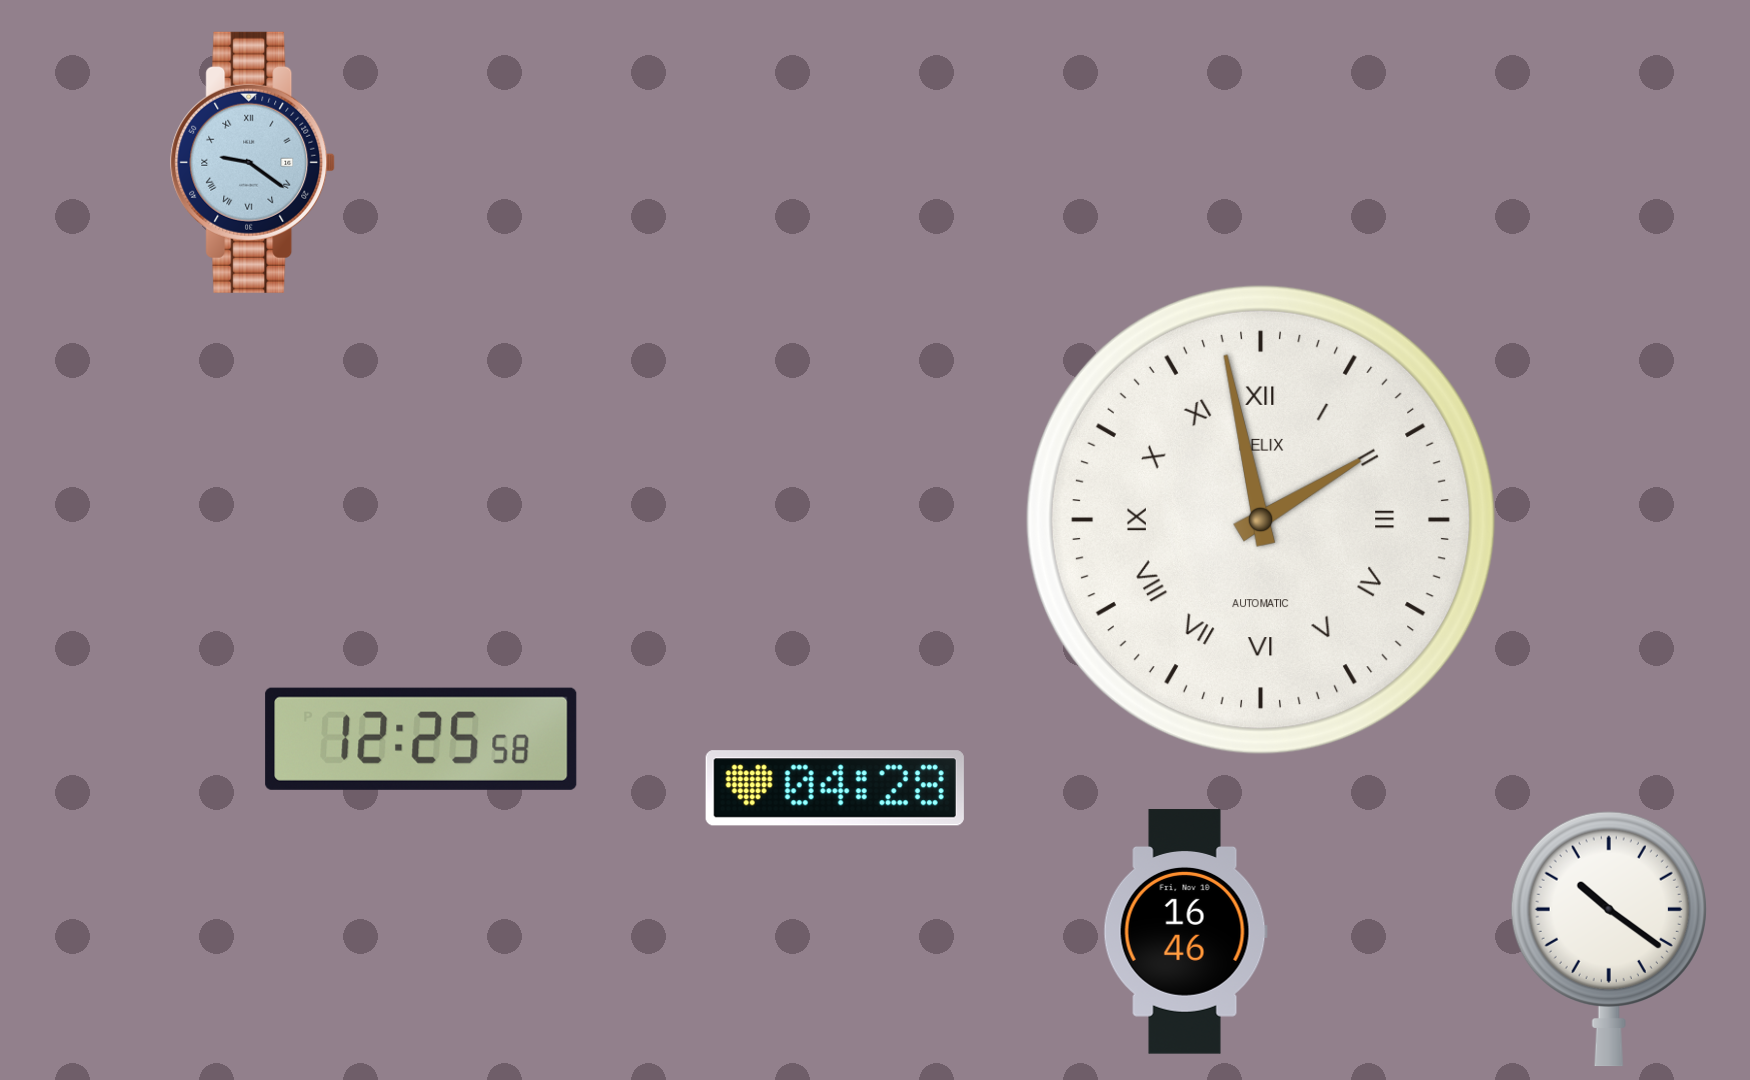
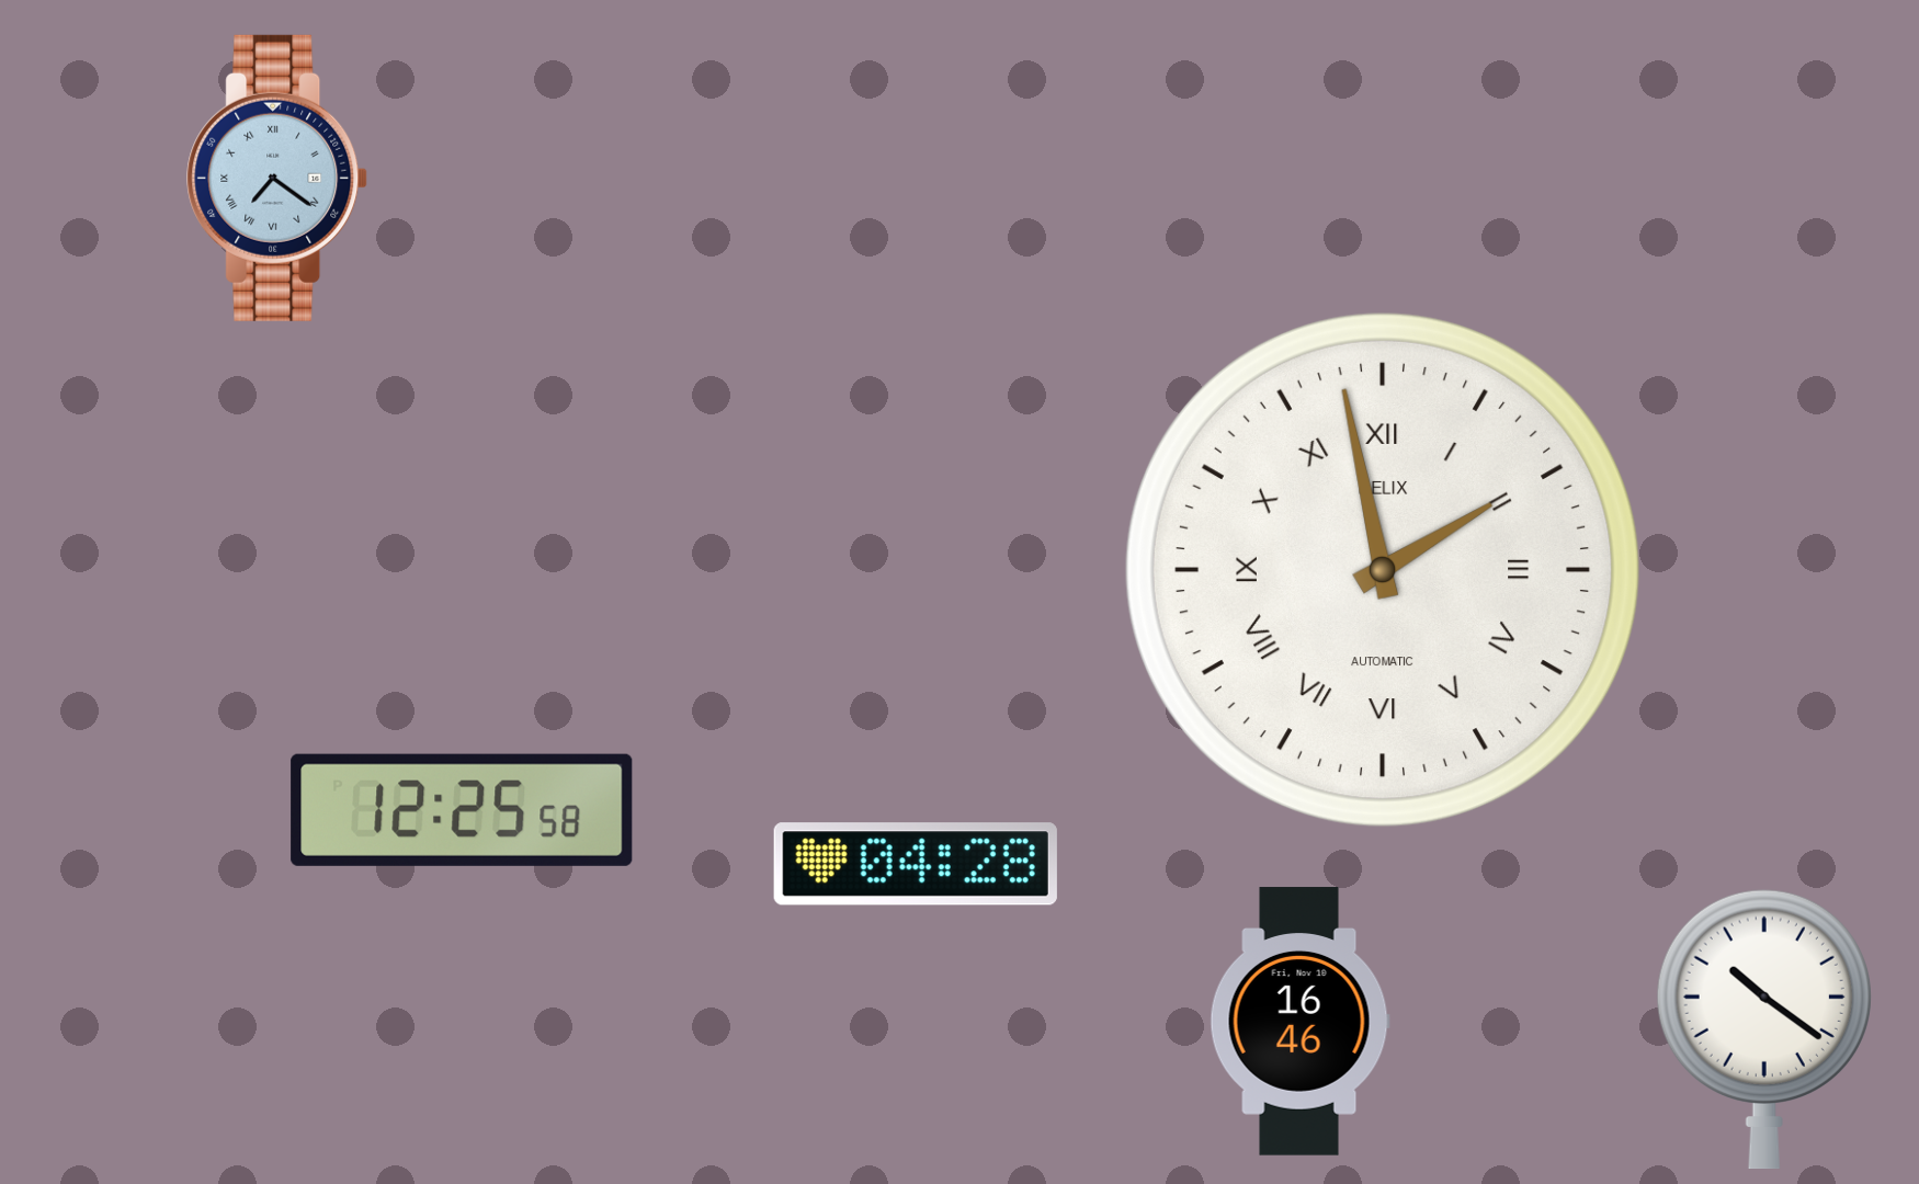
clock at (253, 162): 9:21 -> 7:21
